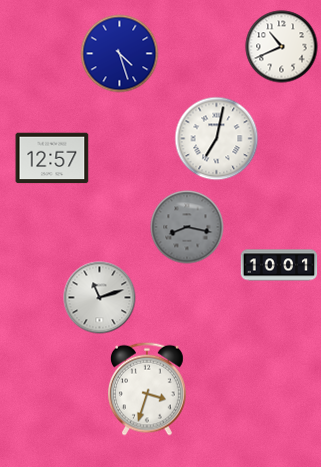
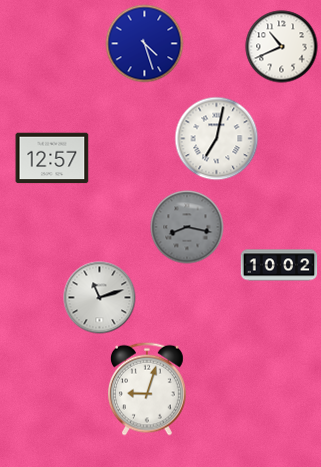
clock at (120, 54) position: (120, 54) -> (145, 44)
clock at (279, 265): 10:01 -> 10:02
clock at (147, 389): 3:33 -> 9:03
